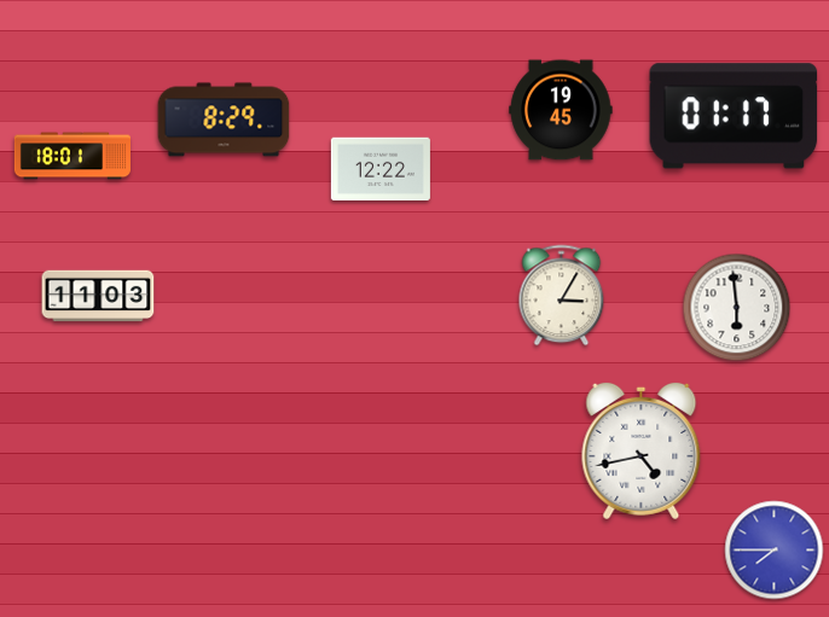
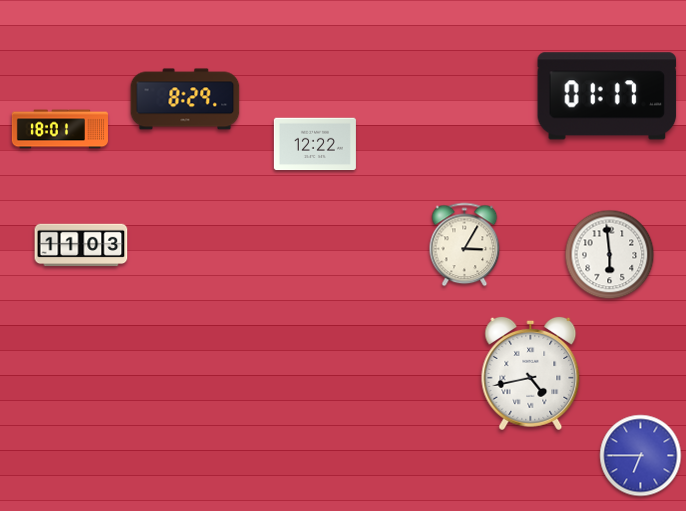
clock at (561, 110): 19:45 -> none
clock at (381, 169) position: (381, 169) -> (315, 144)
clock at (775, 551): 7:45 -> 6:45
